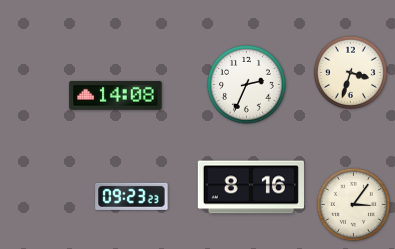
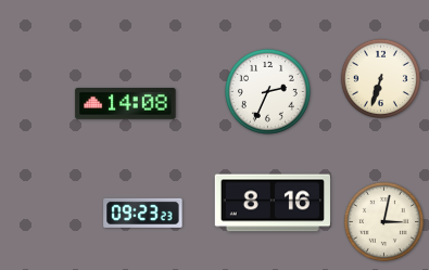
clock at (350, 72): 3:33 -> 6:33
clock at (353, 204): 3:06 -> 3:02
